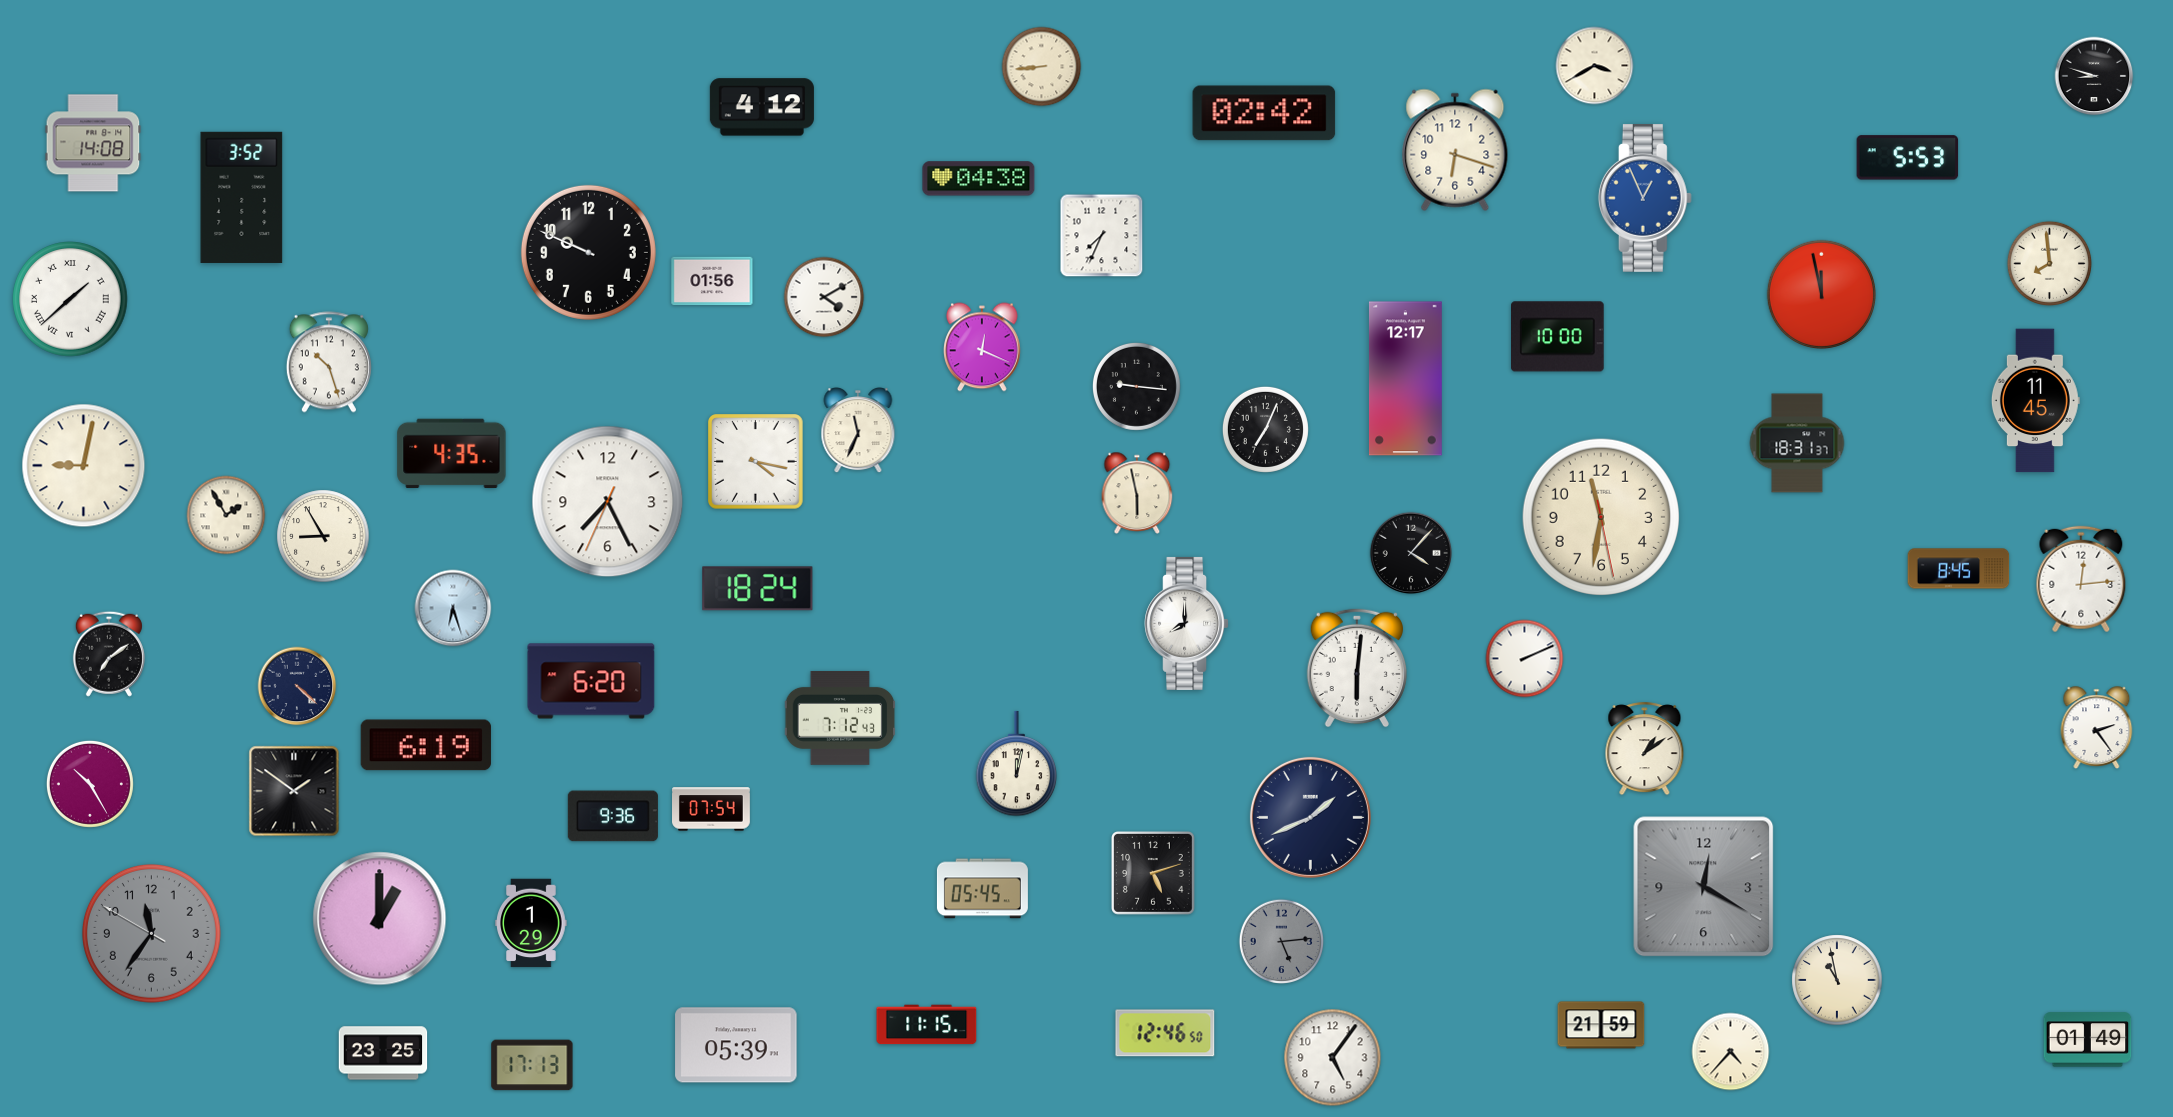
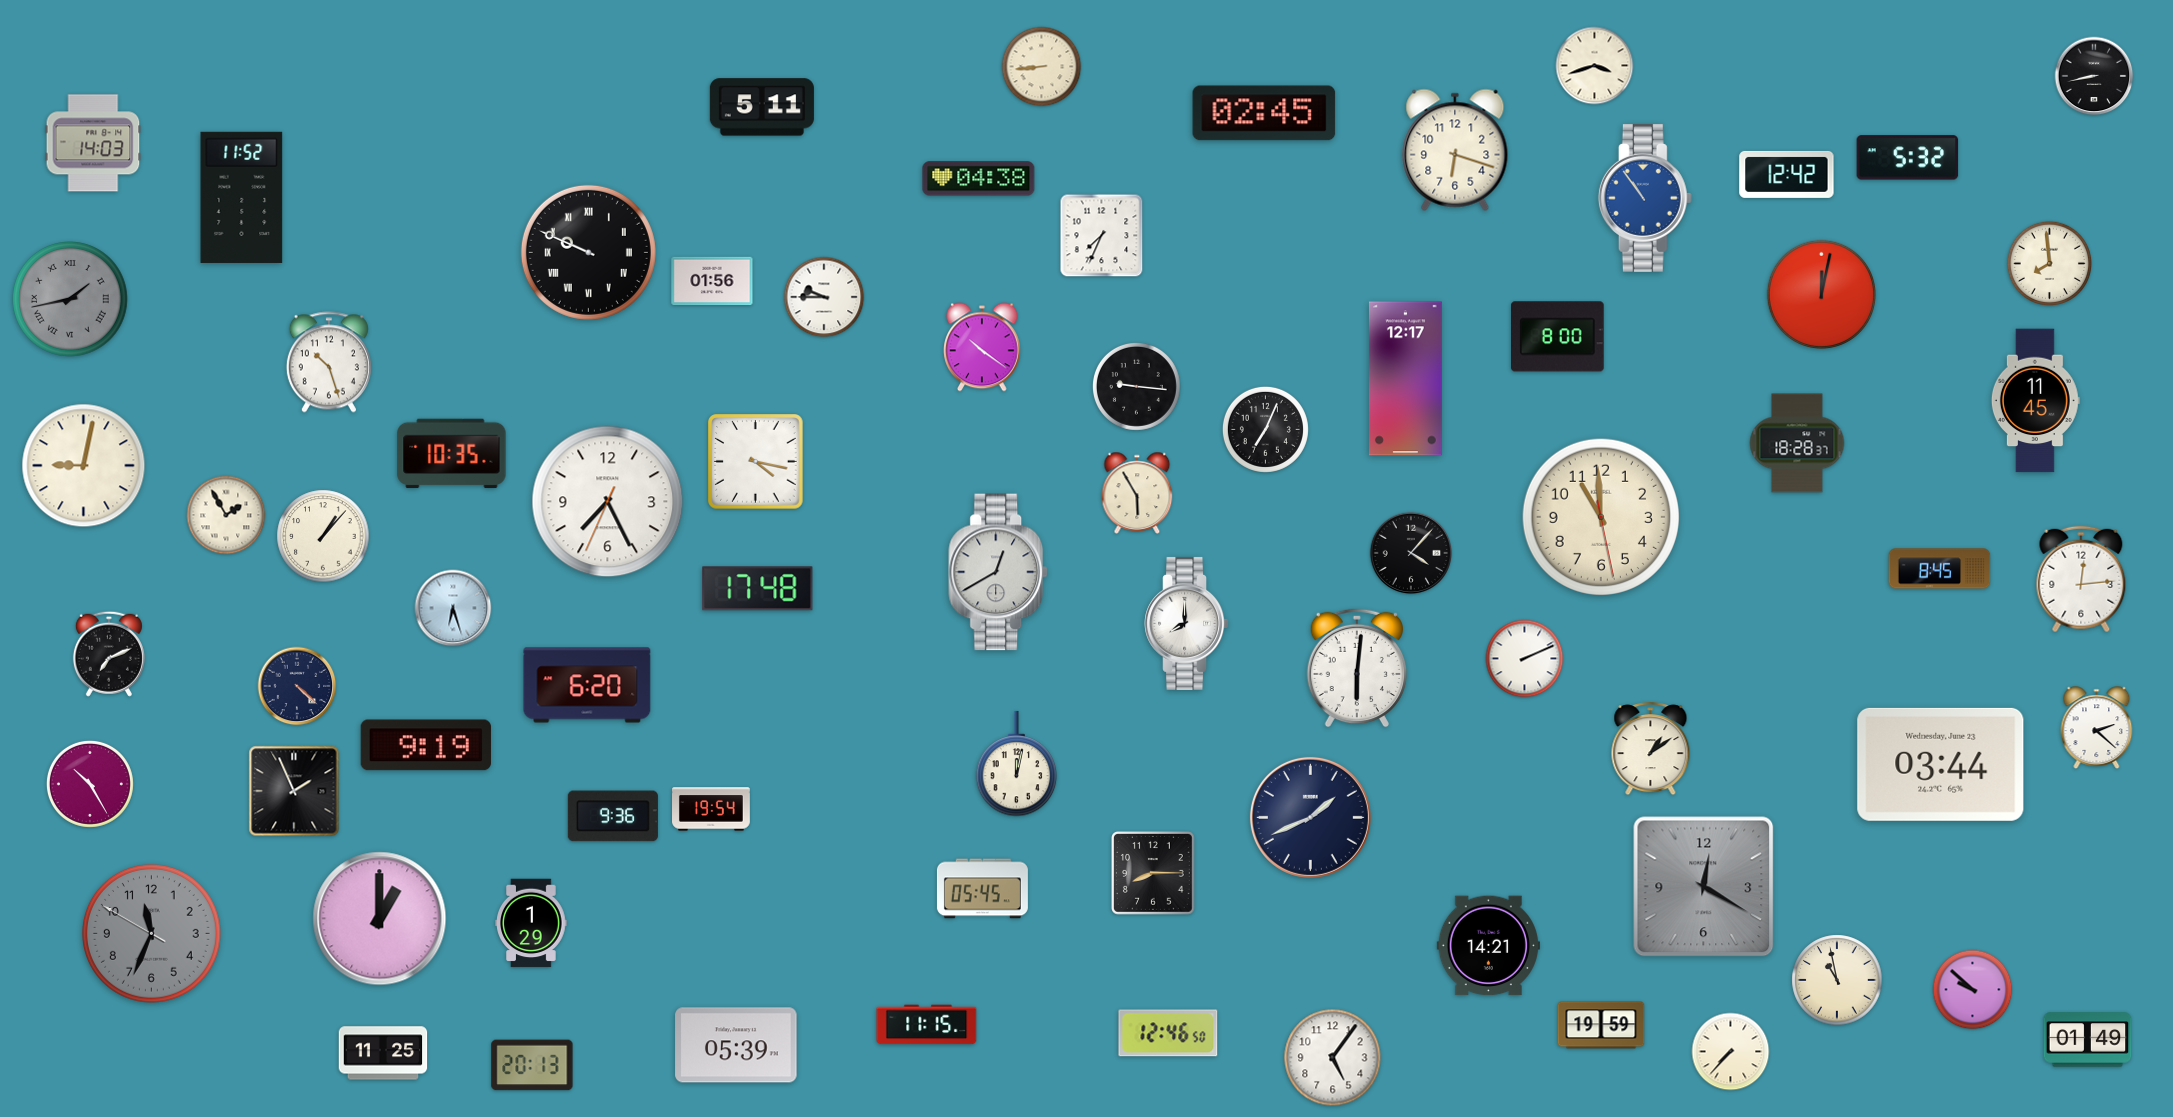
clock at (1595, 66): 3:40 -> 3:42
clock at (2094, 76): 8:48 -> 8:43
clock at (762, 107): 4:12 -> 5:11
clock at (1264, 113): 02:42 -> 02:45
clock at (93, 143): 14:08 -> 14:03
clock at (1908, 158): 5:53 -> 5:32
clock at (1787, 174): none -> 12:42
clock at (242, 197): 3:52 -> 11:52
clock at (1645, 198): 12:56 -> 10:54
clock at (588, 252) numerals: Arabic -> Roman
clock at (1821, 294): 11:58 -> 12:02
clock at (824, 297): 4:10 -> 9:45
clock at (70, 299): 1:38 -> 1:43
clock at (70, 299) dial: white -> grey
clock at (1558, 337): 10:00 -> 8:00
clock at (983, 347): 12:19 -> 10:21
clock at (858, 431): 11:34 -> none
clock at (1797, 443): 18:31 -> 18:28
clock at (452, 454): 4:35 -> 10:35
clock at (1137, 493): 5:58 -> 5:55
clock at (1601, 517): 11:31 -> 10:59
clock at (323, 536): 8:55 -> 1:07
clock at (1959, 569) position: (1959, 569) -> (1940, 569)
clock at (999, 572): none -> 12:40
clock at (758, 589): 18:24 -> 17:48
clock at (109, 654): 7:09 -> 7:11
clock at (591, 681) position: (591, 681) -> (587, 685)
clock at (840, 718): 7:12 -> none
clock at (2097, 727): 2:24 -> 2:22
clock at (426, 745): 6:19 -> 9:19
clock at (1645, 749) position: (1645, 749) -> (1651, 749)
clock at (1941, 764): none -> 03:44
clock at (294, 791): 1:51 -> 1:56
clock at (712, 809): 07:54 -> 19:54
clock at (1154, 874): 5:12 -> 8:15
clock at (151, 933): 11:35 -> 11:33
clock at (1281, 941): 5:14 -> none
clock at (1488, 946): none -> 14:21
clock at (1973, 990): none -> 9:52
clock at (1601, 1025): 21:59 -> 19:59
clock at (1165, 1033) position: (1165, 1033) -> (1168, 1033)
clock at (1731, 1052): 4:37 -> 7:37
clock at (383, 1053): 23:25 -> 11:25
clock at (532, 1065): 17:13 -> 20:13
